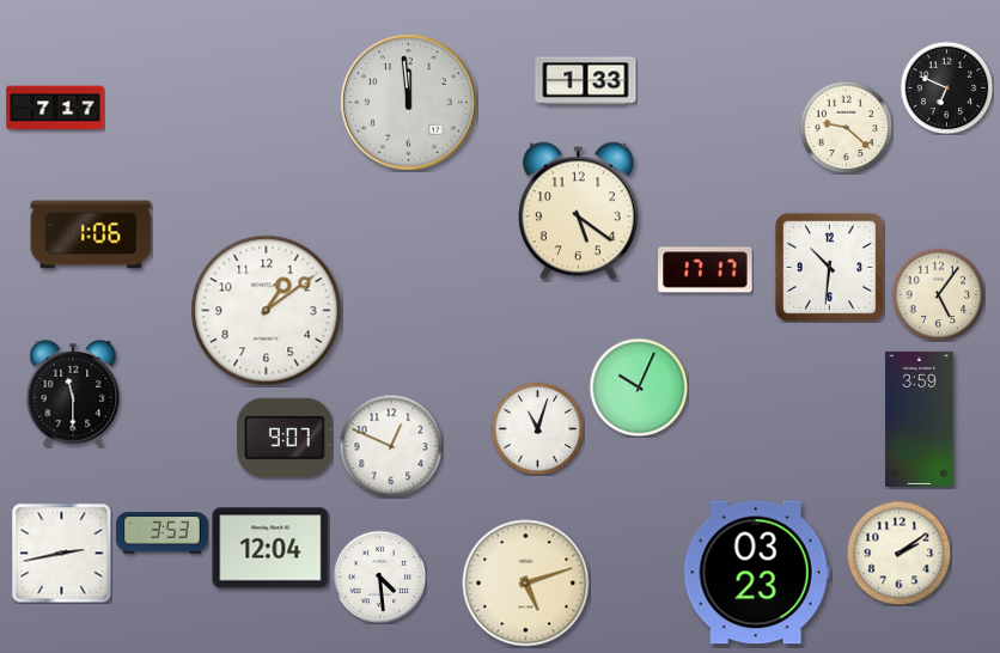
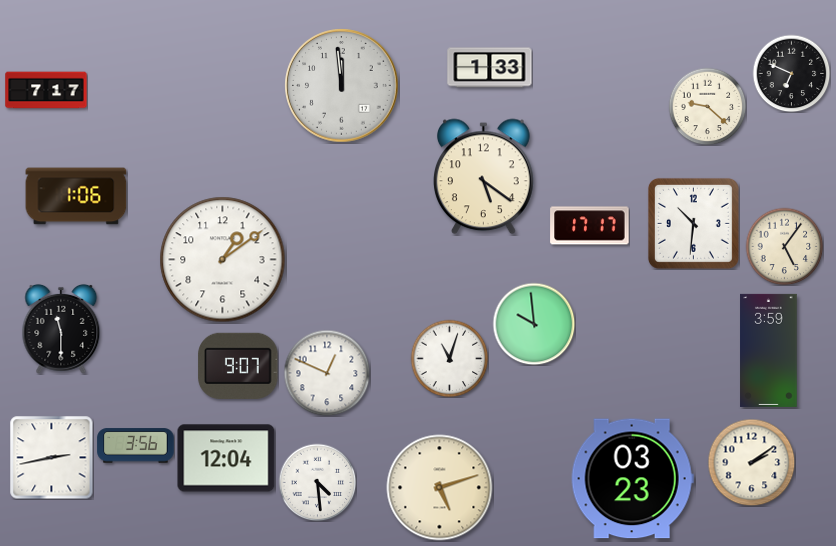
clock at (639, 387): 10:04 -> 9:59
clock at (163, 533): 3:53 -> 3:56
clock at (61, 553) position: (61, 553) -> (51, 457)
